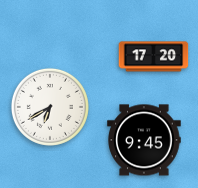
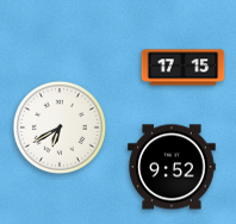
clock at (154, 57): 17:20 -> 17:15
clock at (144, 140): 9:45 -> 9:52
